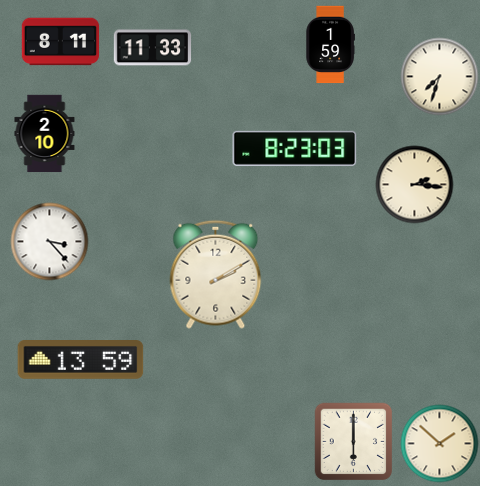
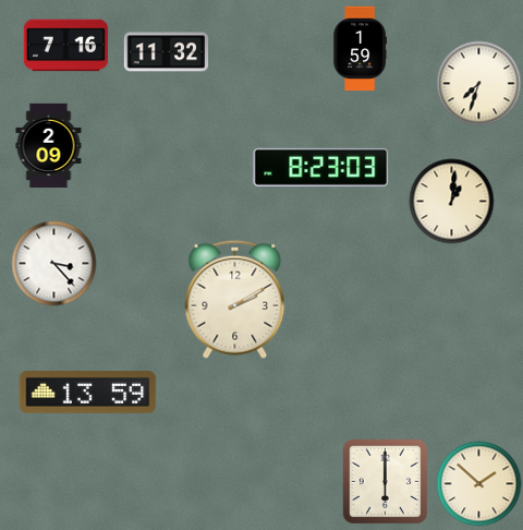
clock at (60, 42): 8:11 -> 7:16
clock at (152, 48): 11:33 -> 11:32
clock at (45, 133): 2:10 -> 2:09
clock at (295, 148) position: (295, 148) -> (321, 167)
clock at (414, 184): 2:16 -> 1:01
